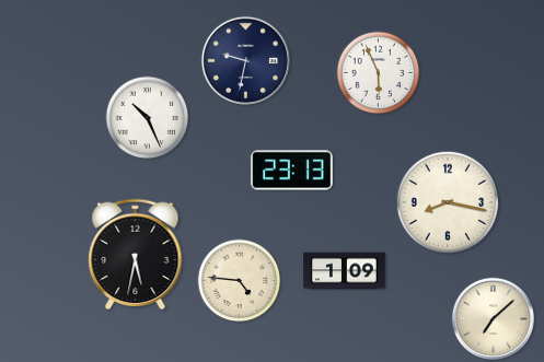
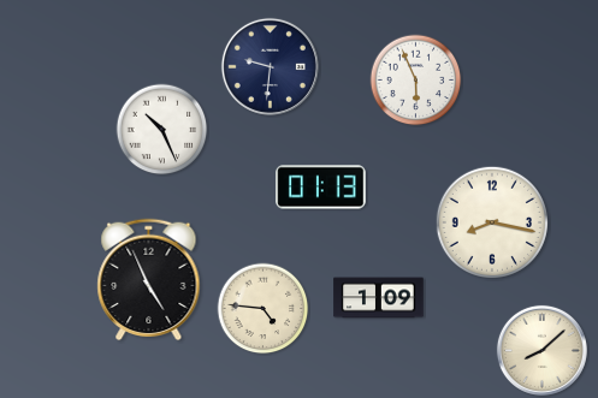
clock at (245, 60): 9:32 -> 9:31
clock at (292, 171): 23:13 -> 01:13
clock at (136, 255): 5:32 -> 4:56
clock at (493, 318): 7:08 -> 8:08
